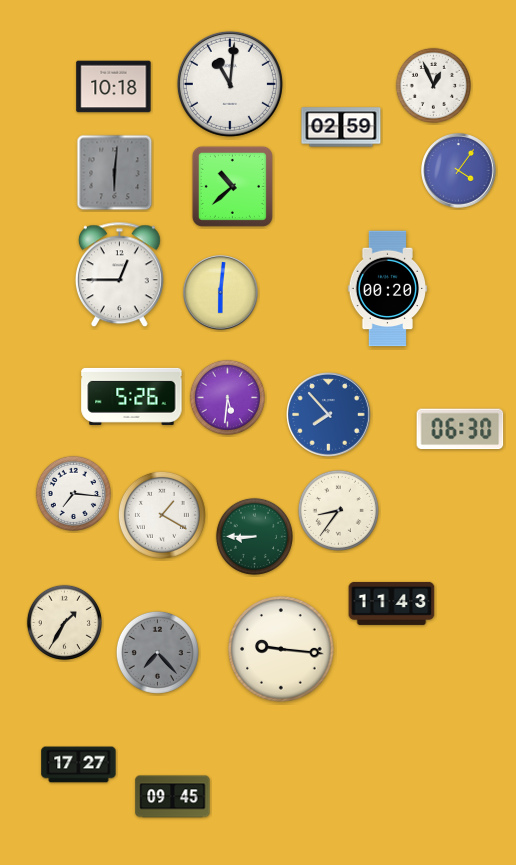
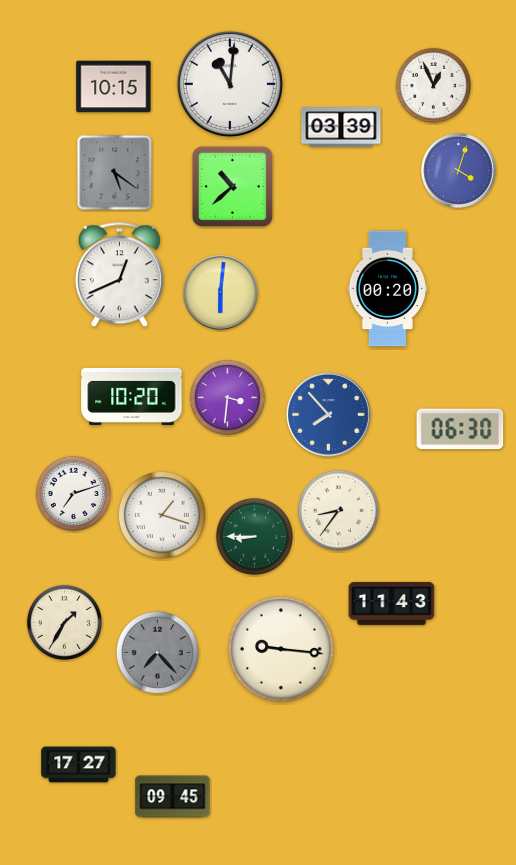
clock at (114, 87): 10:18 -> 10:15
clock at (341, 127): 02:59 -> 03:39
clock at (459, 171): 4:06 -> 4:03
clock at (115, 173): 6:01 -> 5:21
clock at (119, 275): 12:45 -> 12:41
clock at (132, 396): 5:26 -> 10:20
clock at (227, 397): 5:31 -> 3:31
clock at (73, 493): 7:16 -> 7:12
clock at (162, 515): 1:20 -> 1:18
